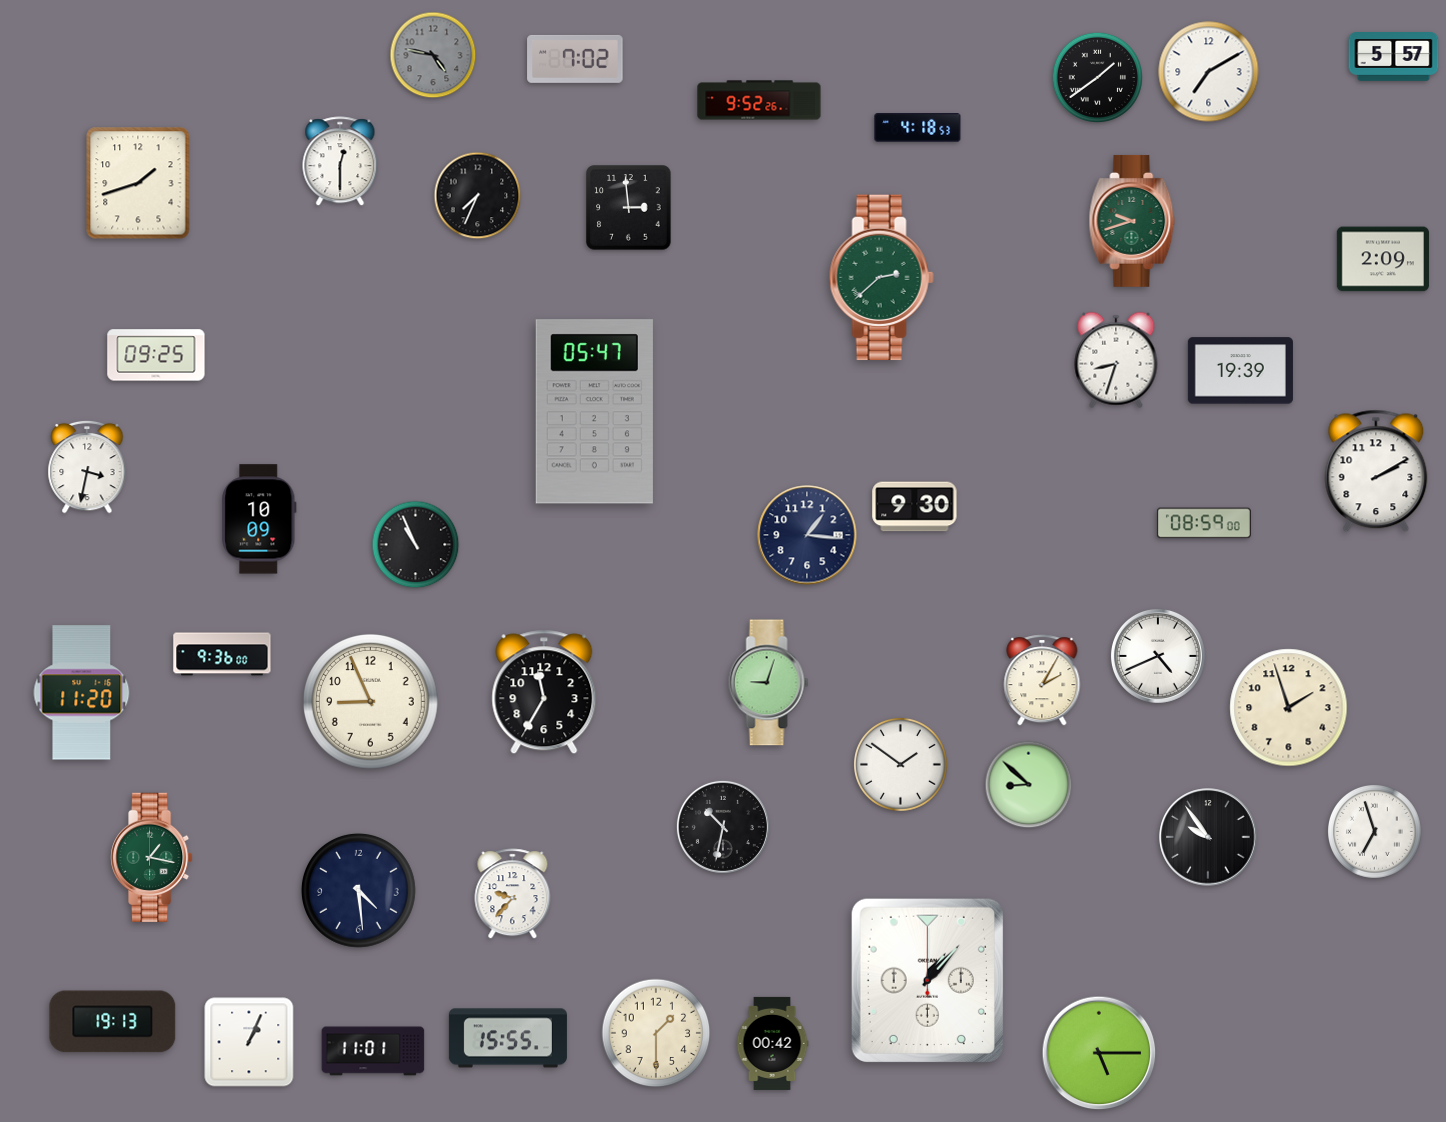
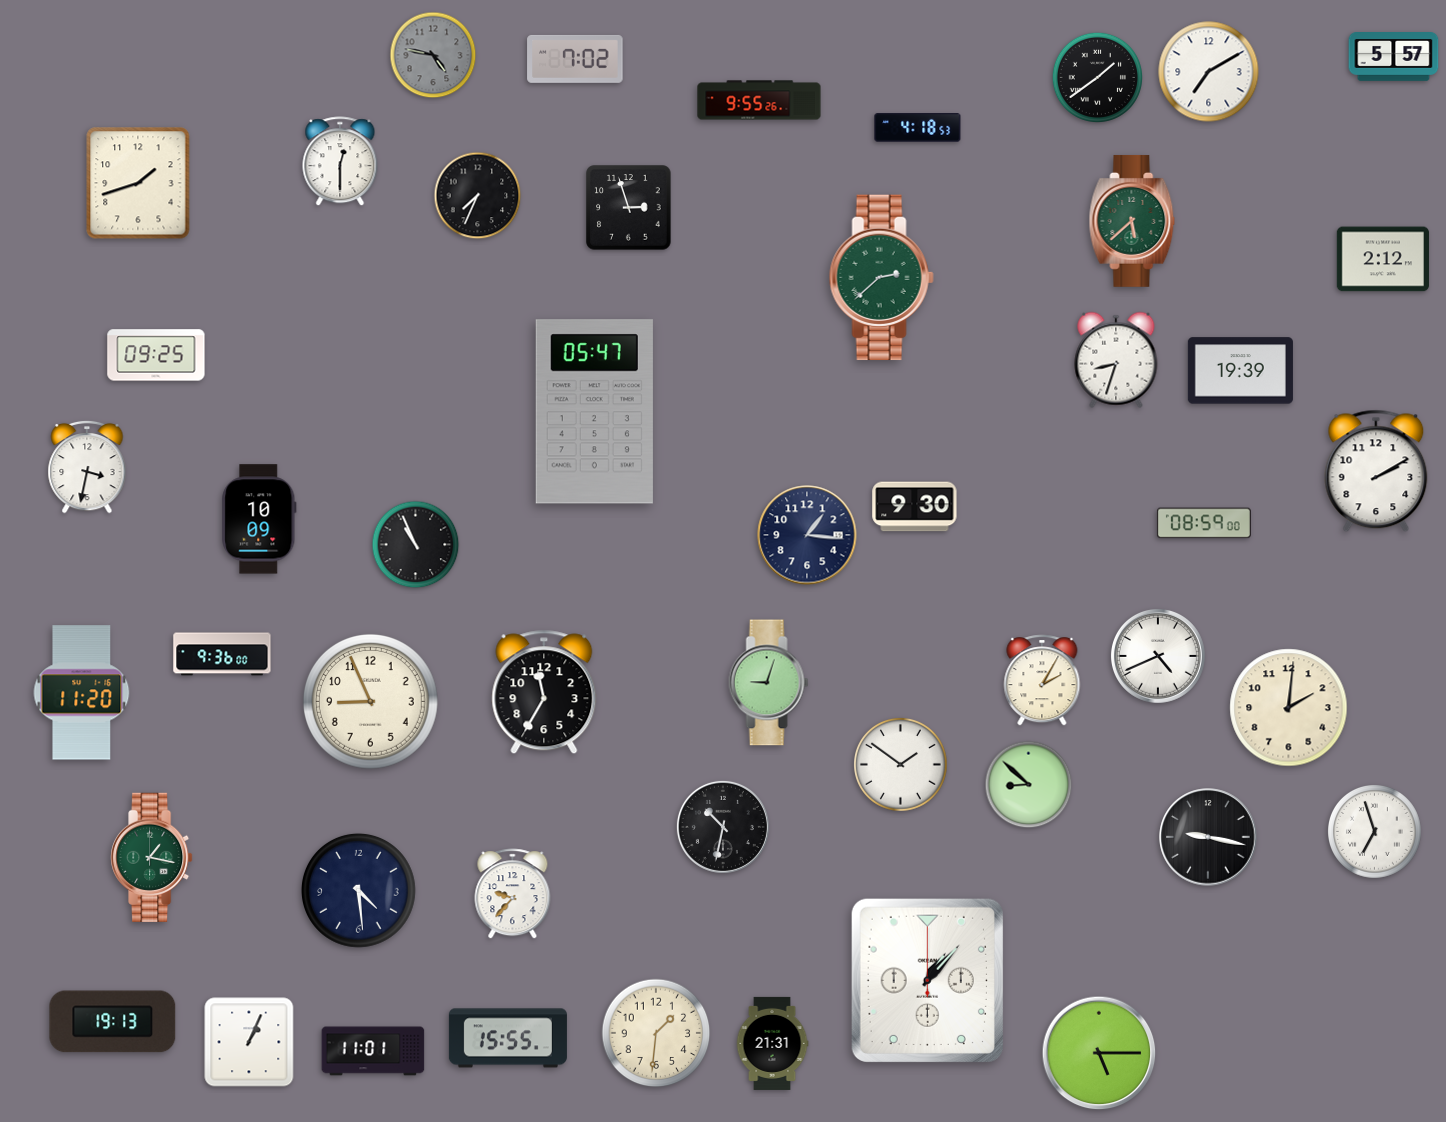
clock at (759, 100): 9:52 -> 9:55
clock at (629, 208): 2:59 -> 2:57
clock at (1132, 221): 9:42 -> 5:38
clock at (1383, 259): 2:09 -> 2:12
clock at (1289, 708): 1:57 -> 2:01
clock at (1208, 837): 9:54 -> 9:17
clock at (656, 1033): 1:30 -> 1:31
clock at (772, 1043): 00:42 -> 21:31
